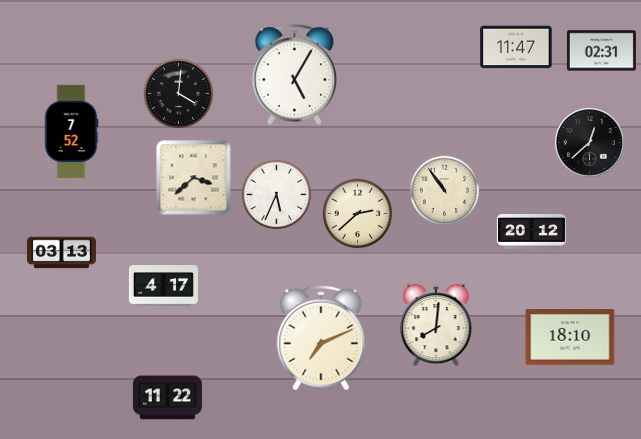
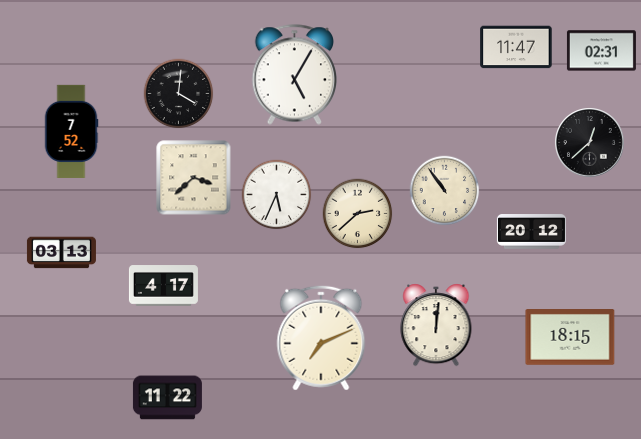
clock at (436, 325): 8:01 -> 12:01
clock at (570, 338): 18:10 -> 18:15
